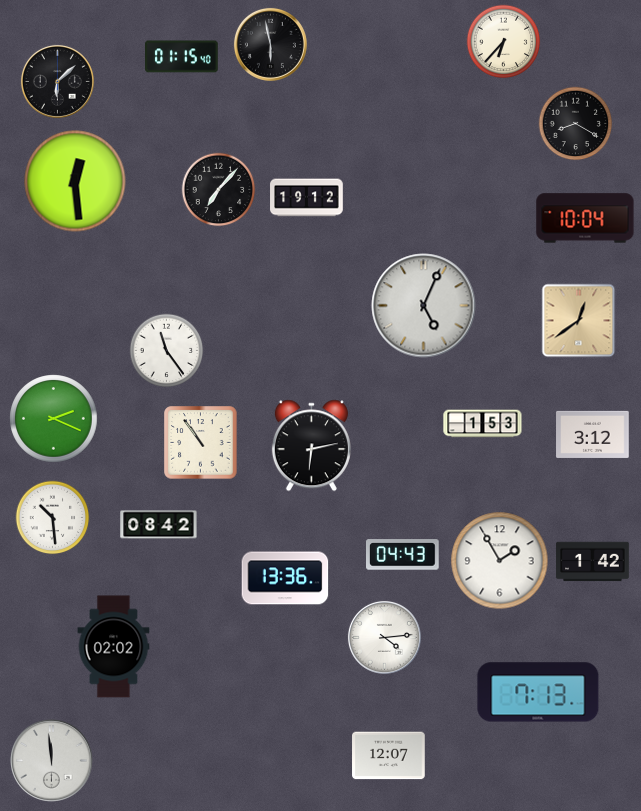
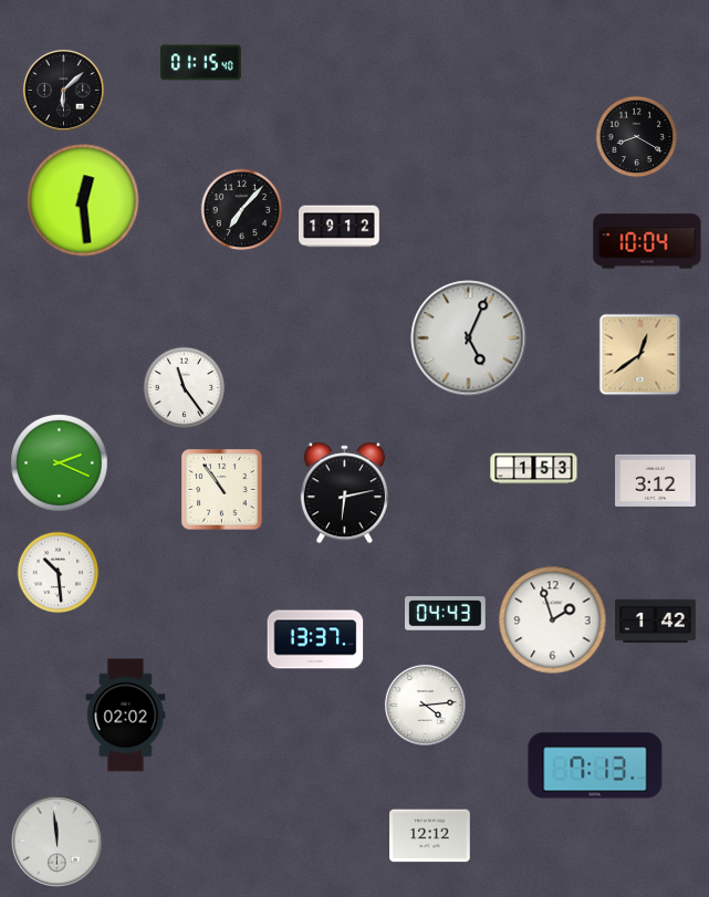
clock at (504, 42): 6:37 -> none
clock at (270, 44): 5:58 -> none
clock at (307, 198) position: (307, 198) -> (340, 227)
clock at (159, 525): 08:42 -> none
clock at (500, 561): 1:55 -> 1:57
clock at (285, 578): 13:36 -> 13:37
clock at (389, 756): 12:07 -> 12:12
